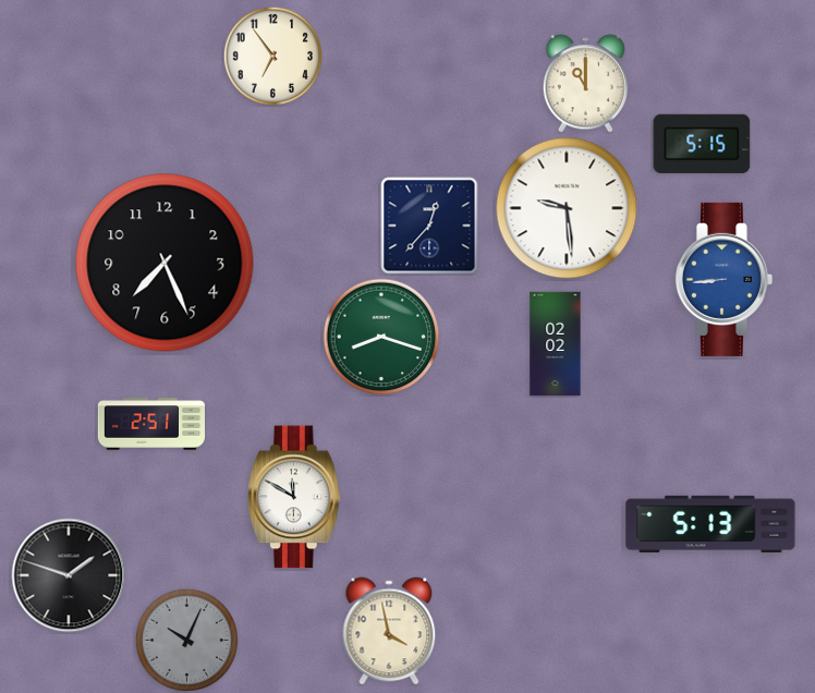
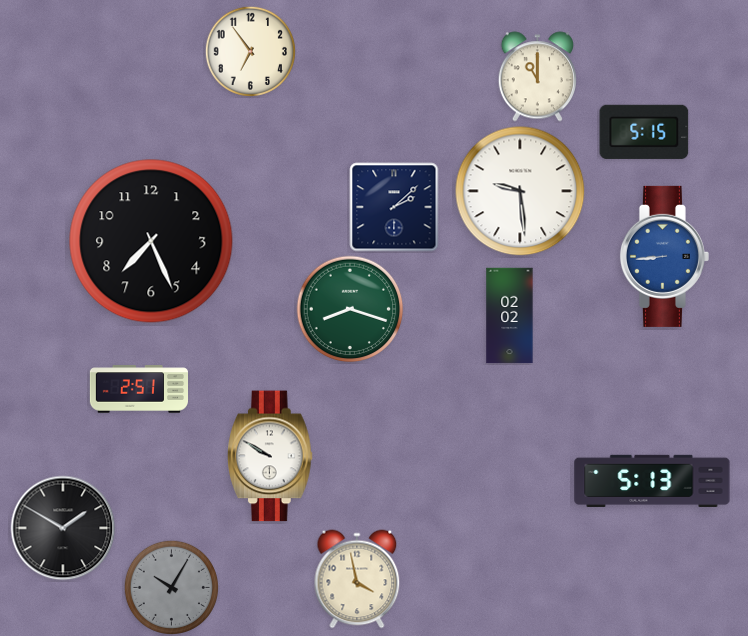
clock at (429, 226): 12:37 -> 2:08
clock at (295, 497): 11:50 -> 9:50
clock at (69, 575): 1:48 -> 1:50
clock at (186, 640): 10:04 -> 10:05
